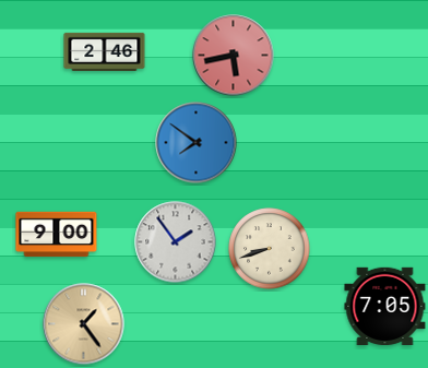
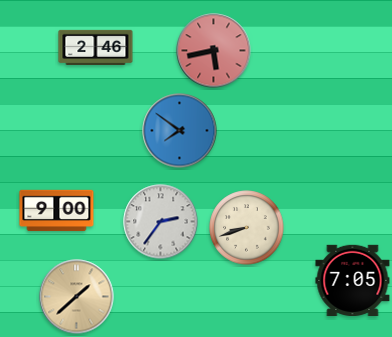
clock at (57, 235) position: (57, 235) -> (57, 211)
clock at (176, 242): 1:54 -> 2:36
clock at (84, 324): 1:24 -> 1:38
